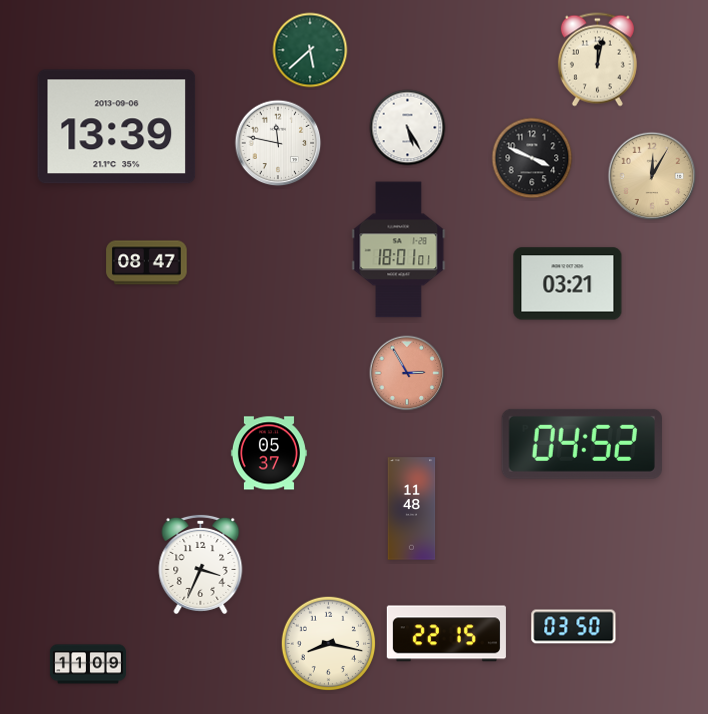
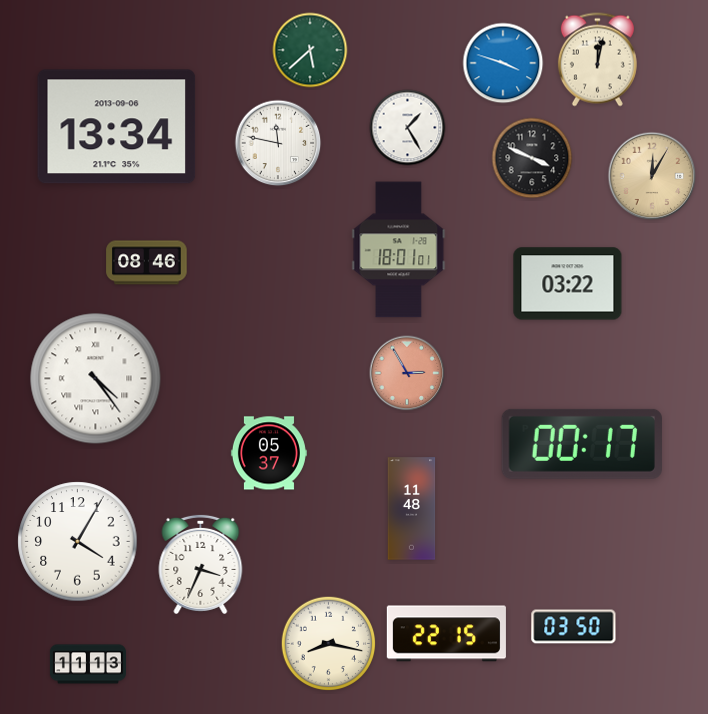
clock at (503, 63): none -> 3:48
clock at (117, 127): 13:39 -> 13:34
clock at (408, 128): 5:25 -> 1:25
clock at (147, 263): 08:47 -> 08:46
clock at (568, 284): 03:21 -> 03:22
clock at (96, 379): none -> 4:24
clock at (582, 444): 04:52 -> 00:17
clock at (78, 542): none -> 4:05
clock at (88, 664): 11:09 -> 11:13
